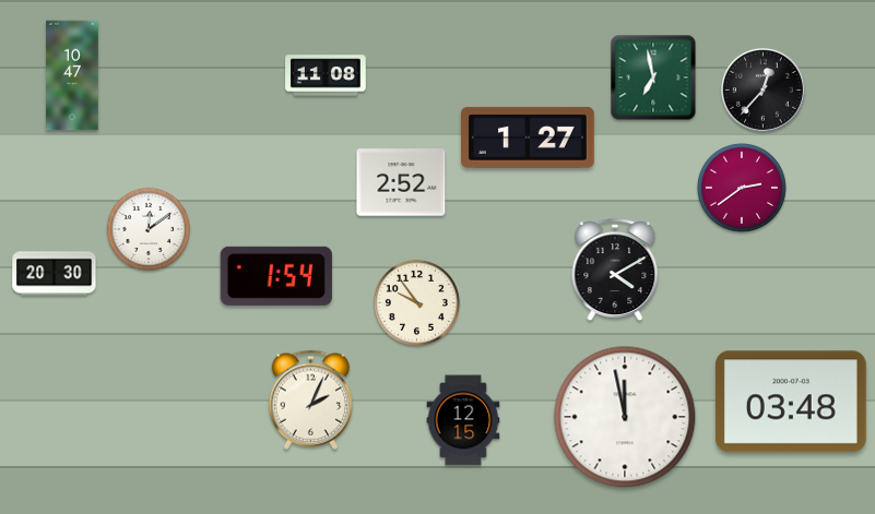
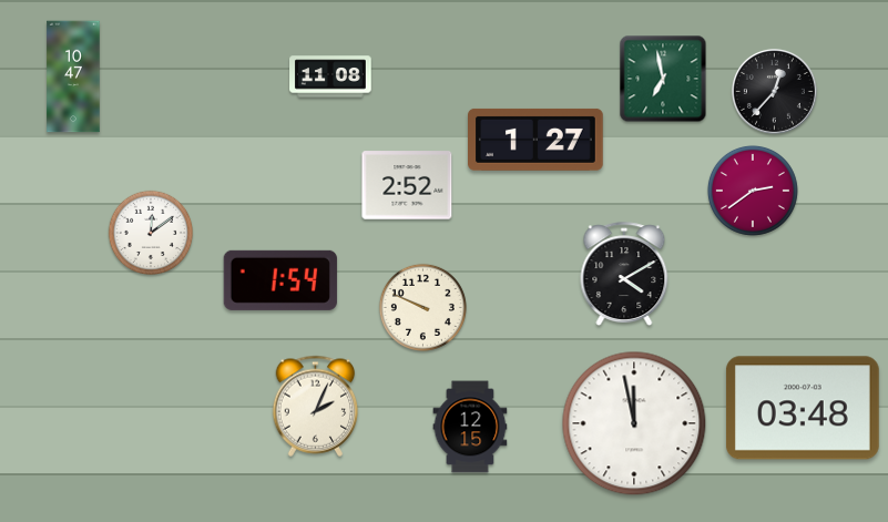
clock at (55, 274): 20:30 -> none
clock at (416, 302): 9:54 -> 9:49
